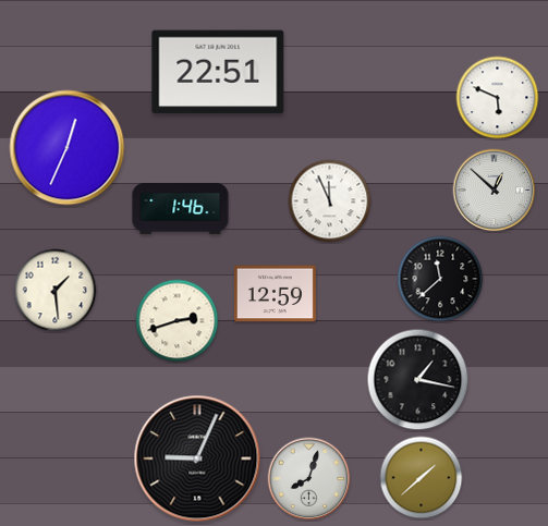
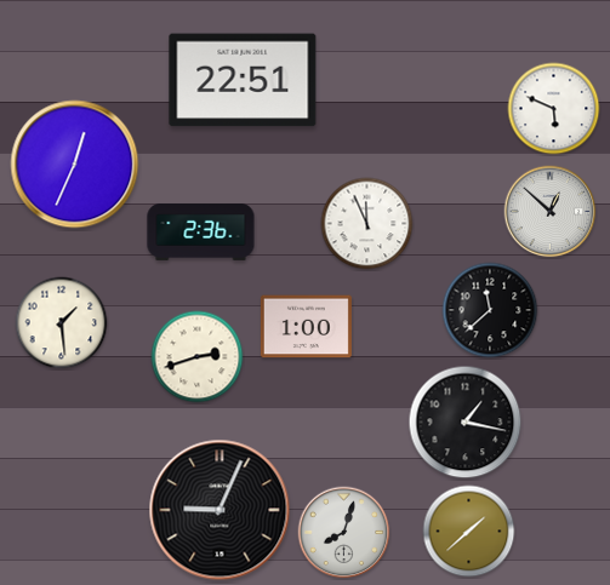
clock at (181, 208): 1:46 -> 2:36
clock at (275, 294): 12:59 -> 1:00
